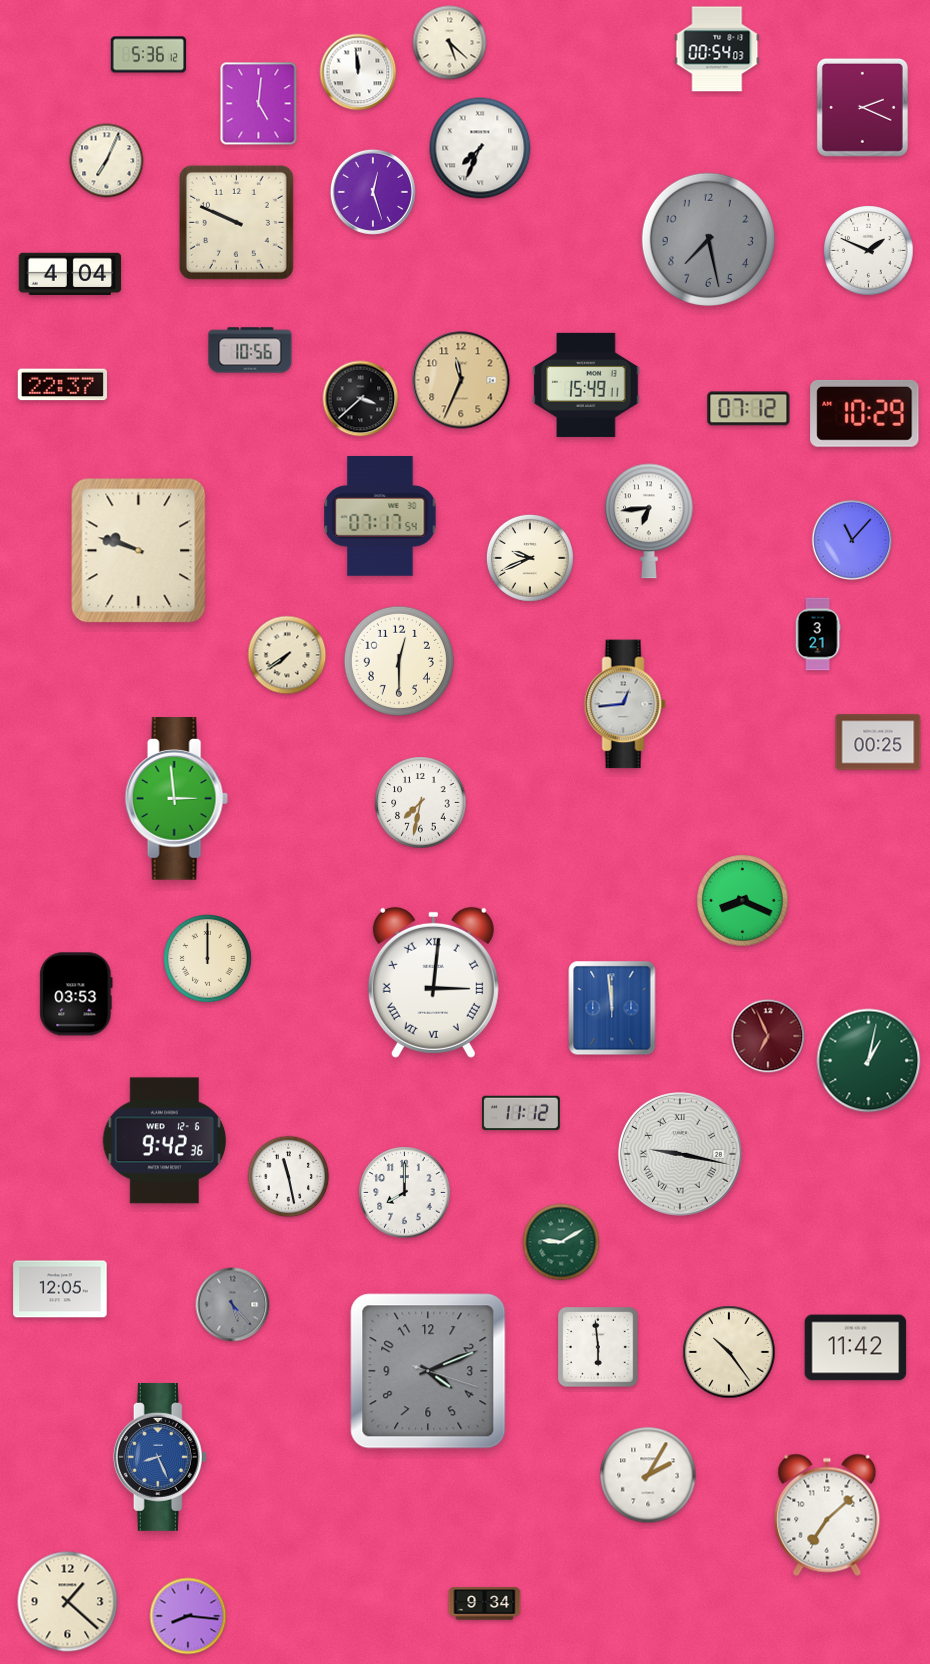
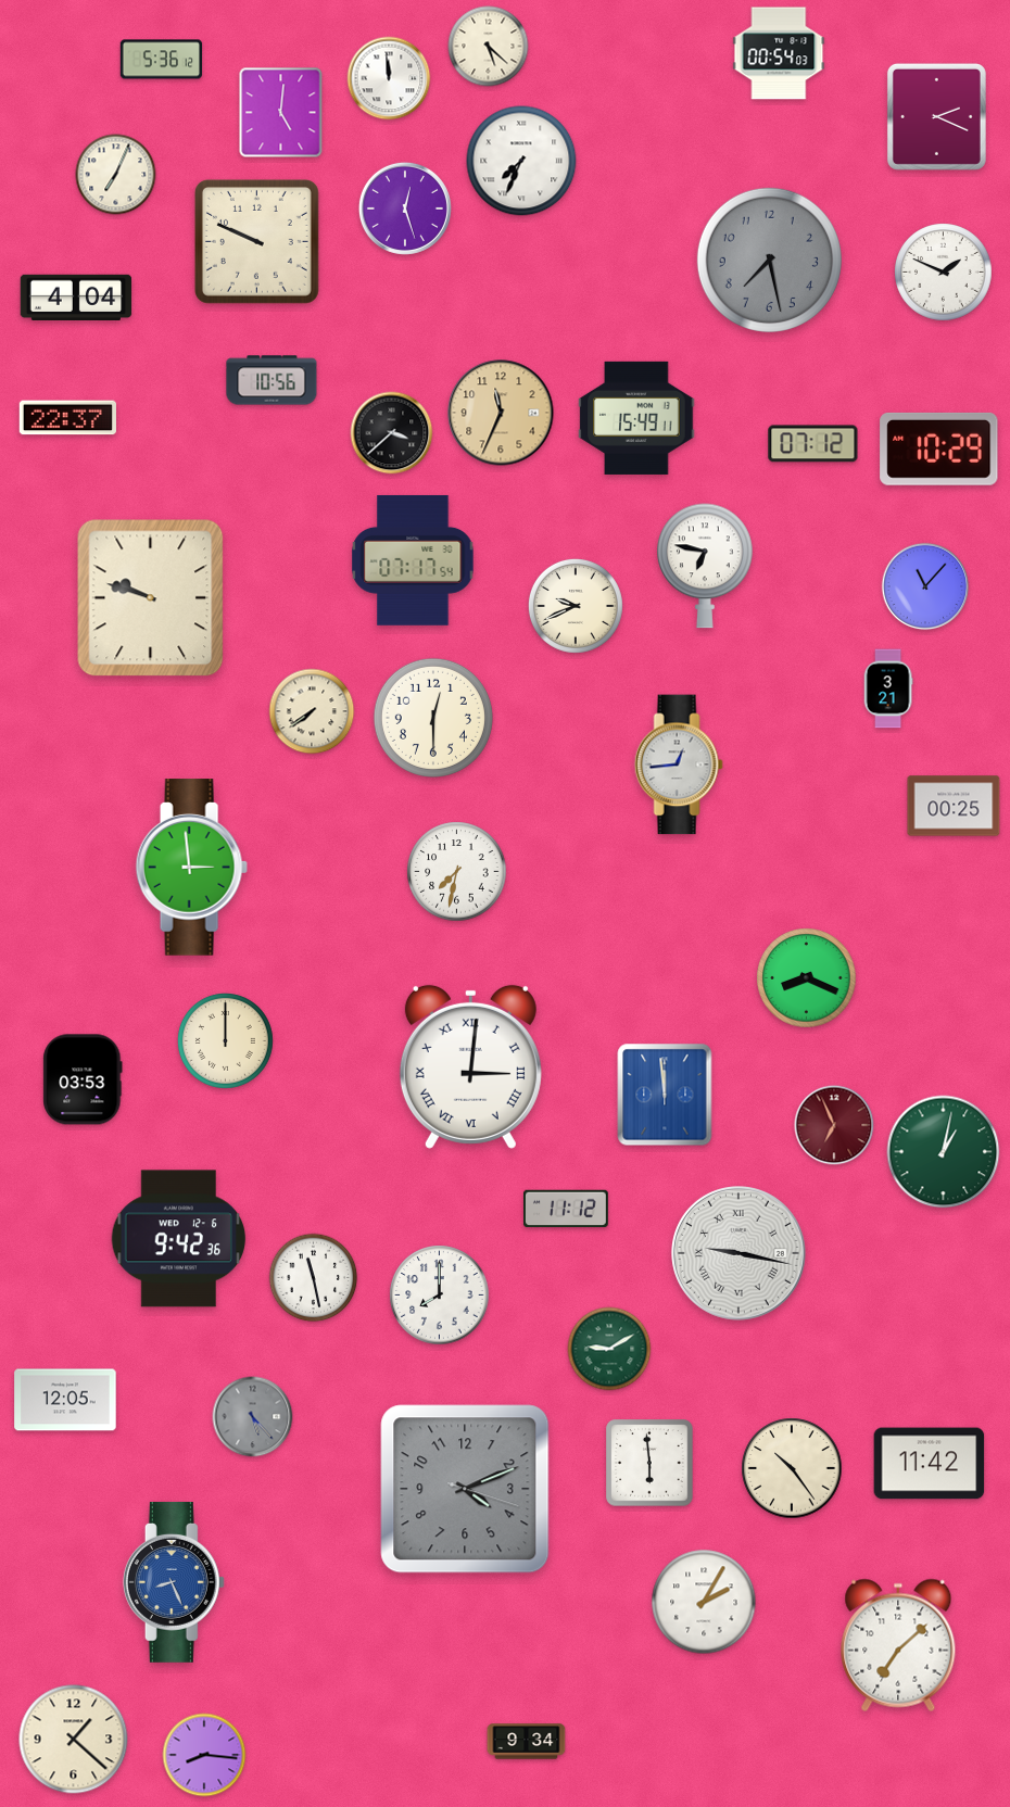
clock at (650, 521): 6:44 -> 6:47
